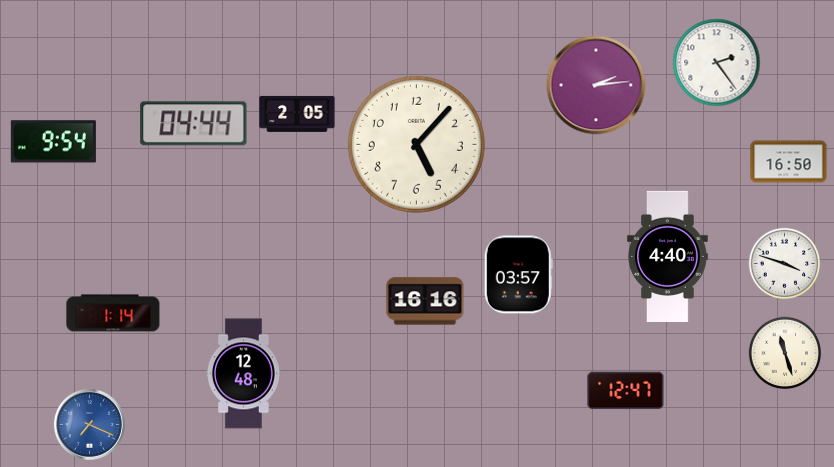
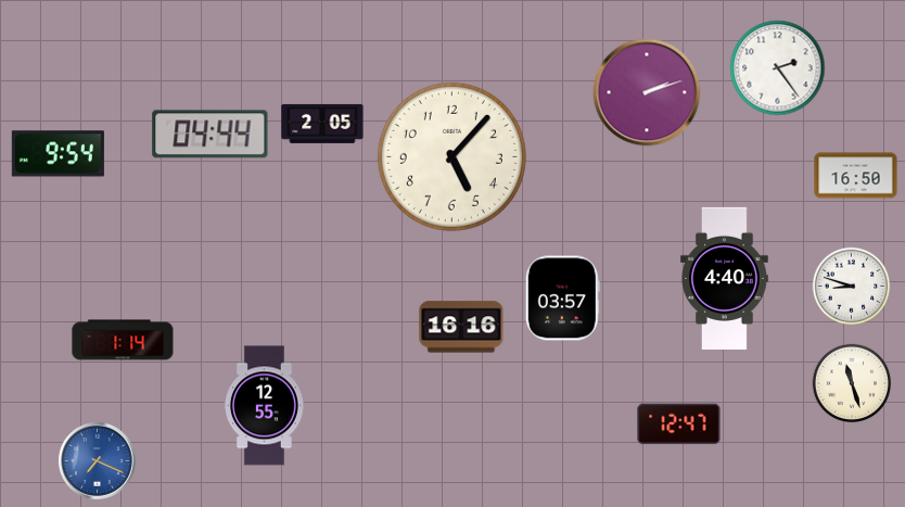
clock at (596, 85): 2:14 -> 2:12
clock at (785, 264): 3:48 -> 8:48
clock at (244, 374): 12:48 -> 12:55
